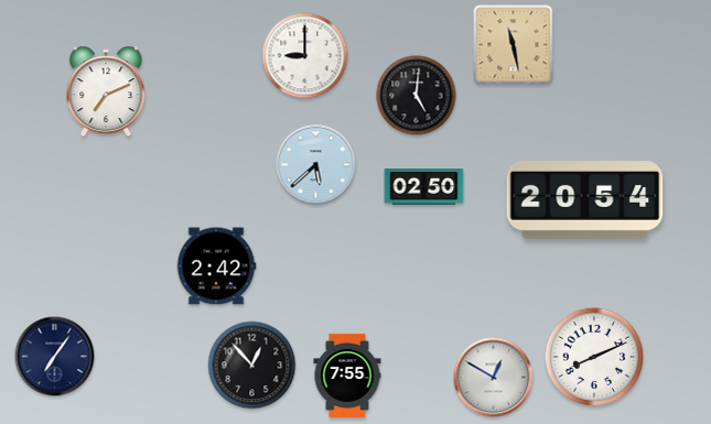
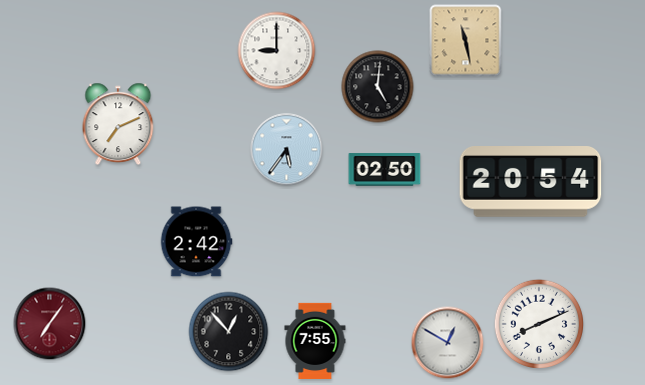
clock at (106, 91) position: (106, 91) -> (118, 124)
clock at (316, 165): 5:38 -> 5:36
clock at (55, 357) dial: navy -> burgundy
